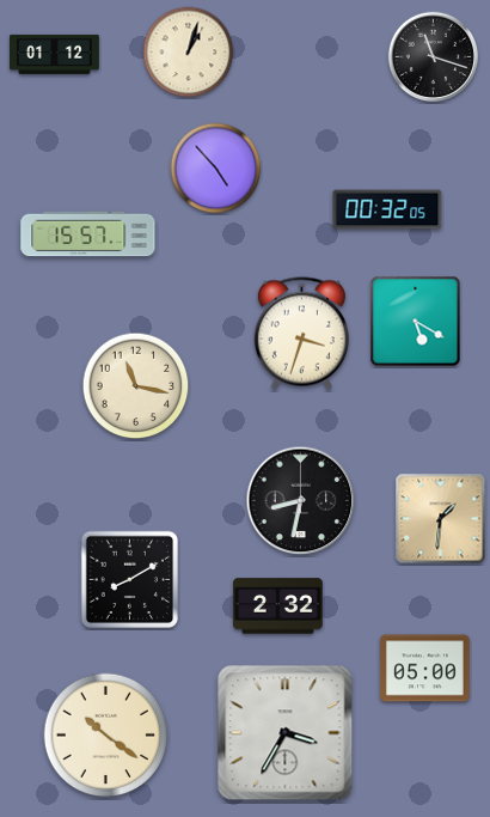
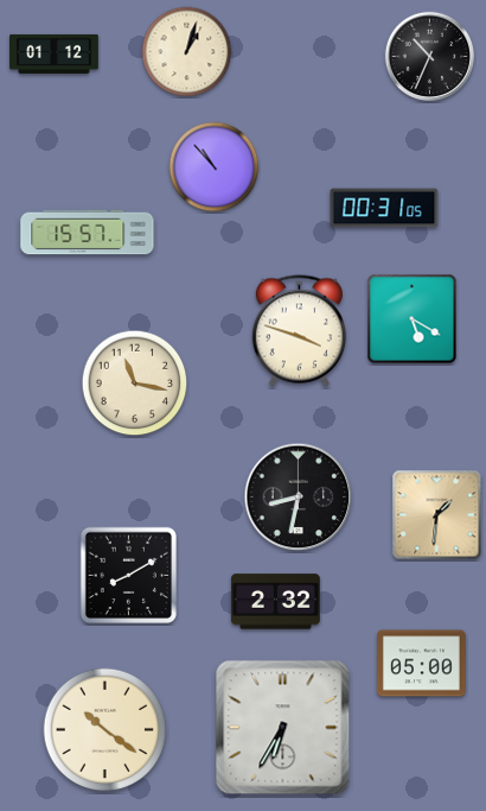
clock at (434, 57): 11:18 -> 10:34
clock at (216, 169): 4:53 -> 10:53
clock at (387, 209): 00:32 -> 00:31
clock at (301, 334): 3:33 -> 3:48
clock at (286, 733): 3:35 -> 6:35
